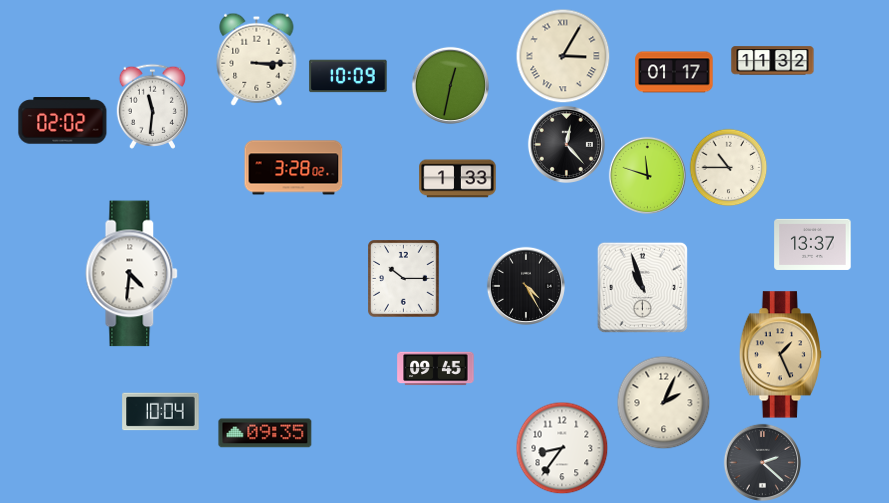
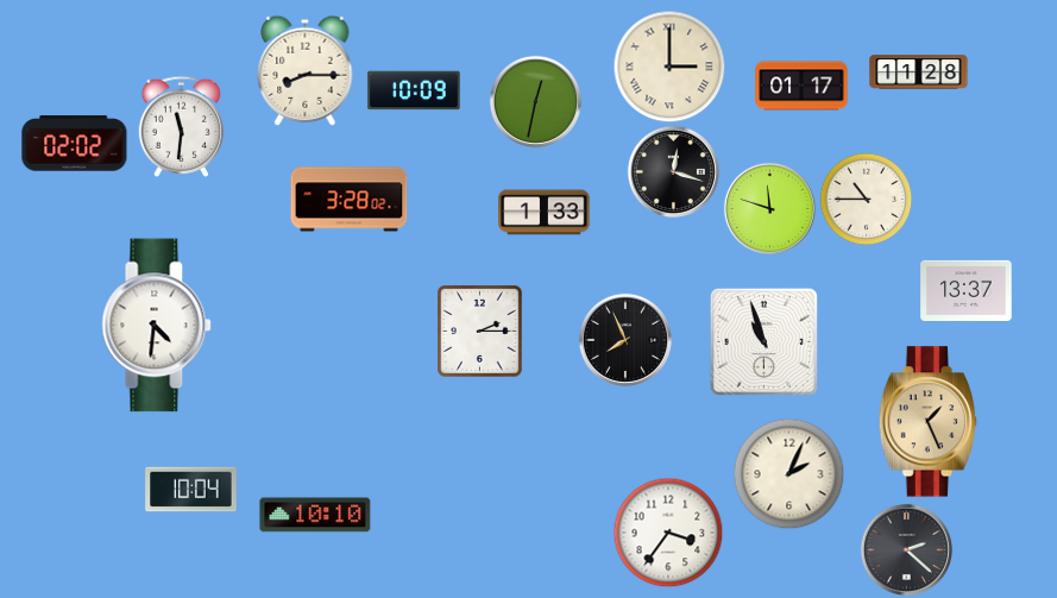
clock at (563, 56): 3:05 -> 3:00
clock at (257, 59): 3:15 -> 8:15
clock at (773, 61): 11:32 -> 11:28
clock at (566, 144): 12:23 -> 12:18
clock at (404, 279): 10:15 -> 2:15
clock at (526, 286): 4:25 -> 7:56
clock at (436, 369): 09:45 -> none
clock at (663, 402) position: (663, 402) -> (788, 473)
clock at (265, 433): 09:35 -> 10:10
clock at (562, 448): 8:36 -> 3:36
